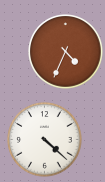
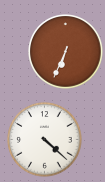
clock at (66, 52): 4:34 -> 6:34
